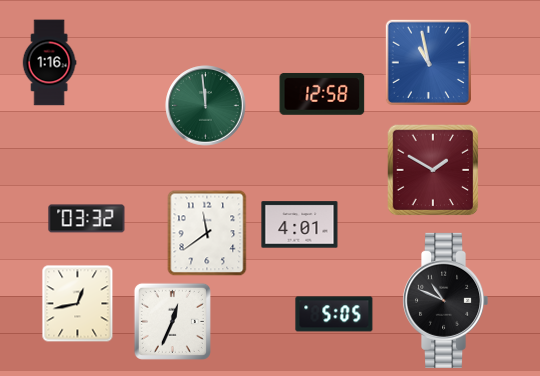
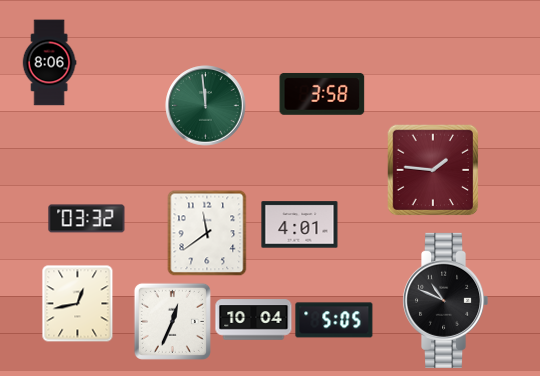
clock at (428, 62): 10:58 -> none
clock at (49, 63): 1:16 -> 8:06
clock at (322, 94): 12:58 -> 3:58
clock at (433, 170): 1:50 -> 1:46
clock at (334, 314) position: (334, 314) -> (334, 320)
clock at (254, 320): none -> 10:04
